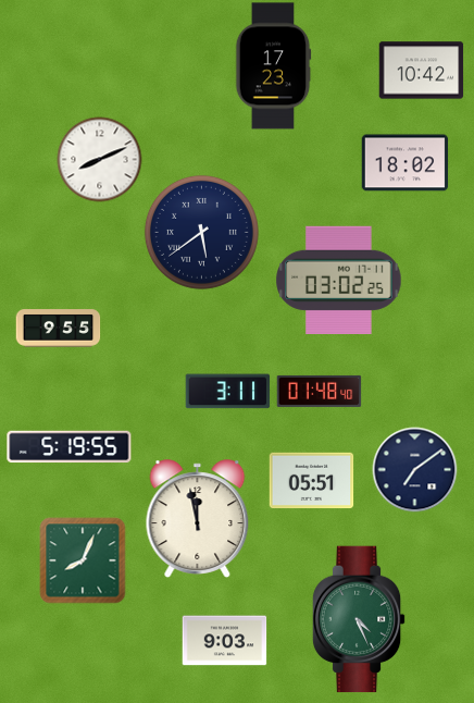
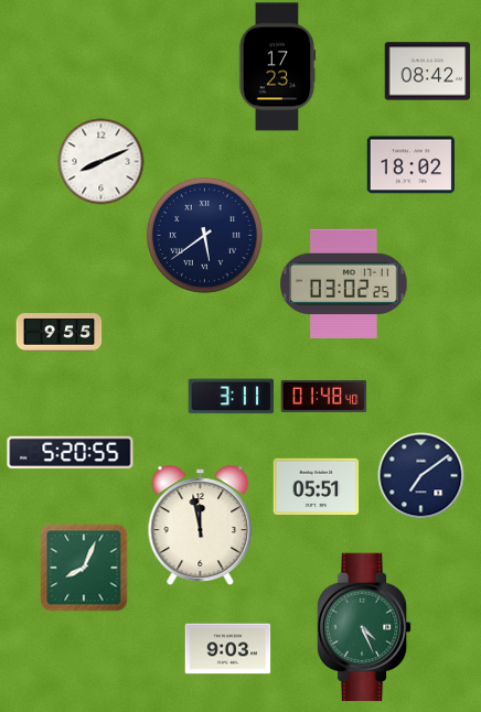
clock at (421, 71): 10:42 -> 08:42
clock at (70, 447): 5:19 -> 5:20
